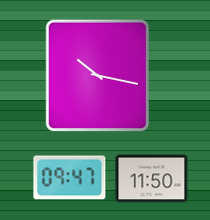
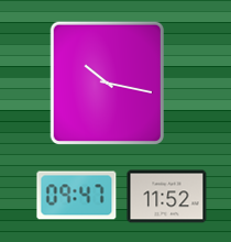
clock at (152, 179): 11:50 -> 11:52
